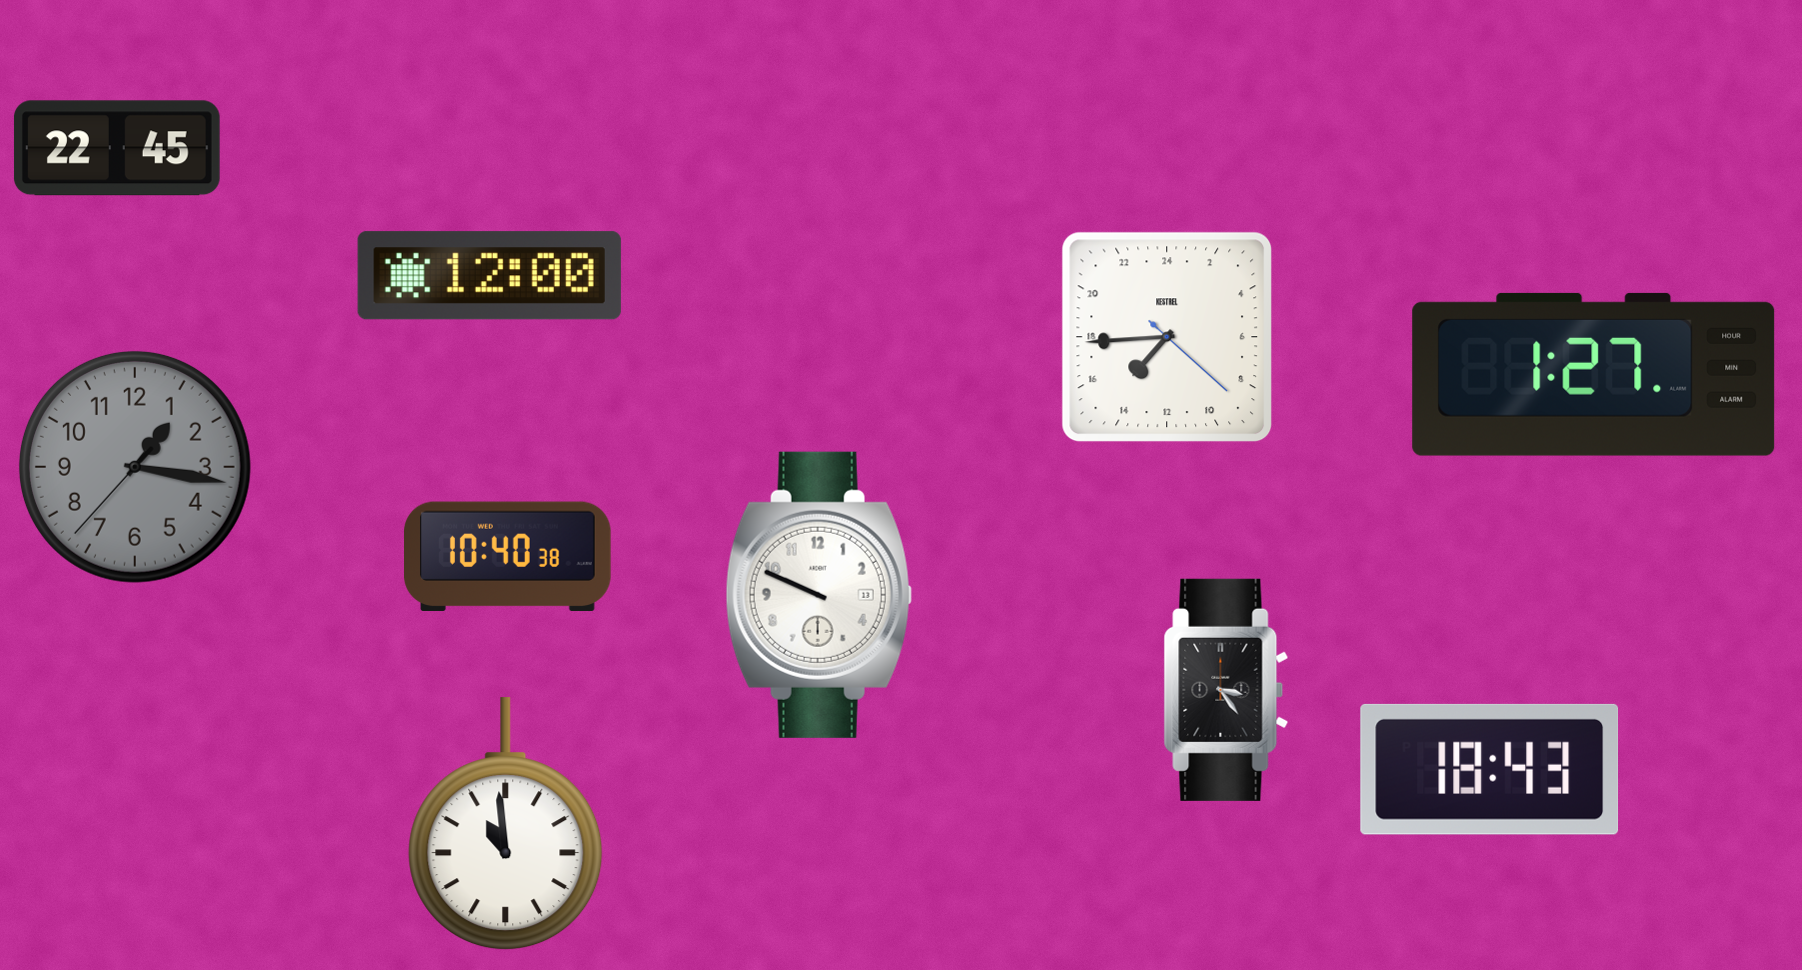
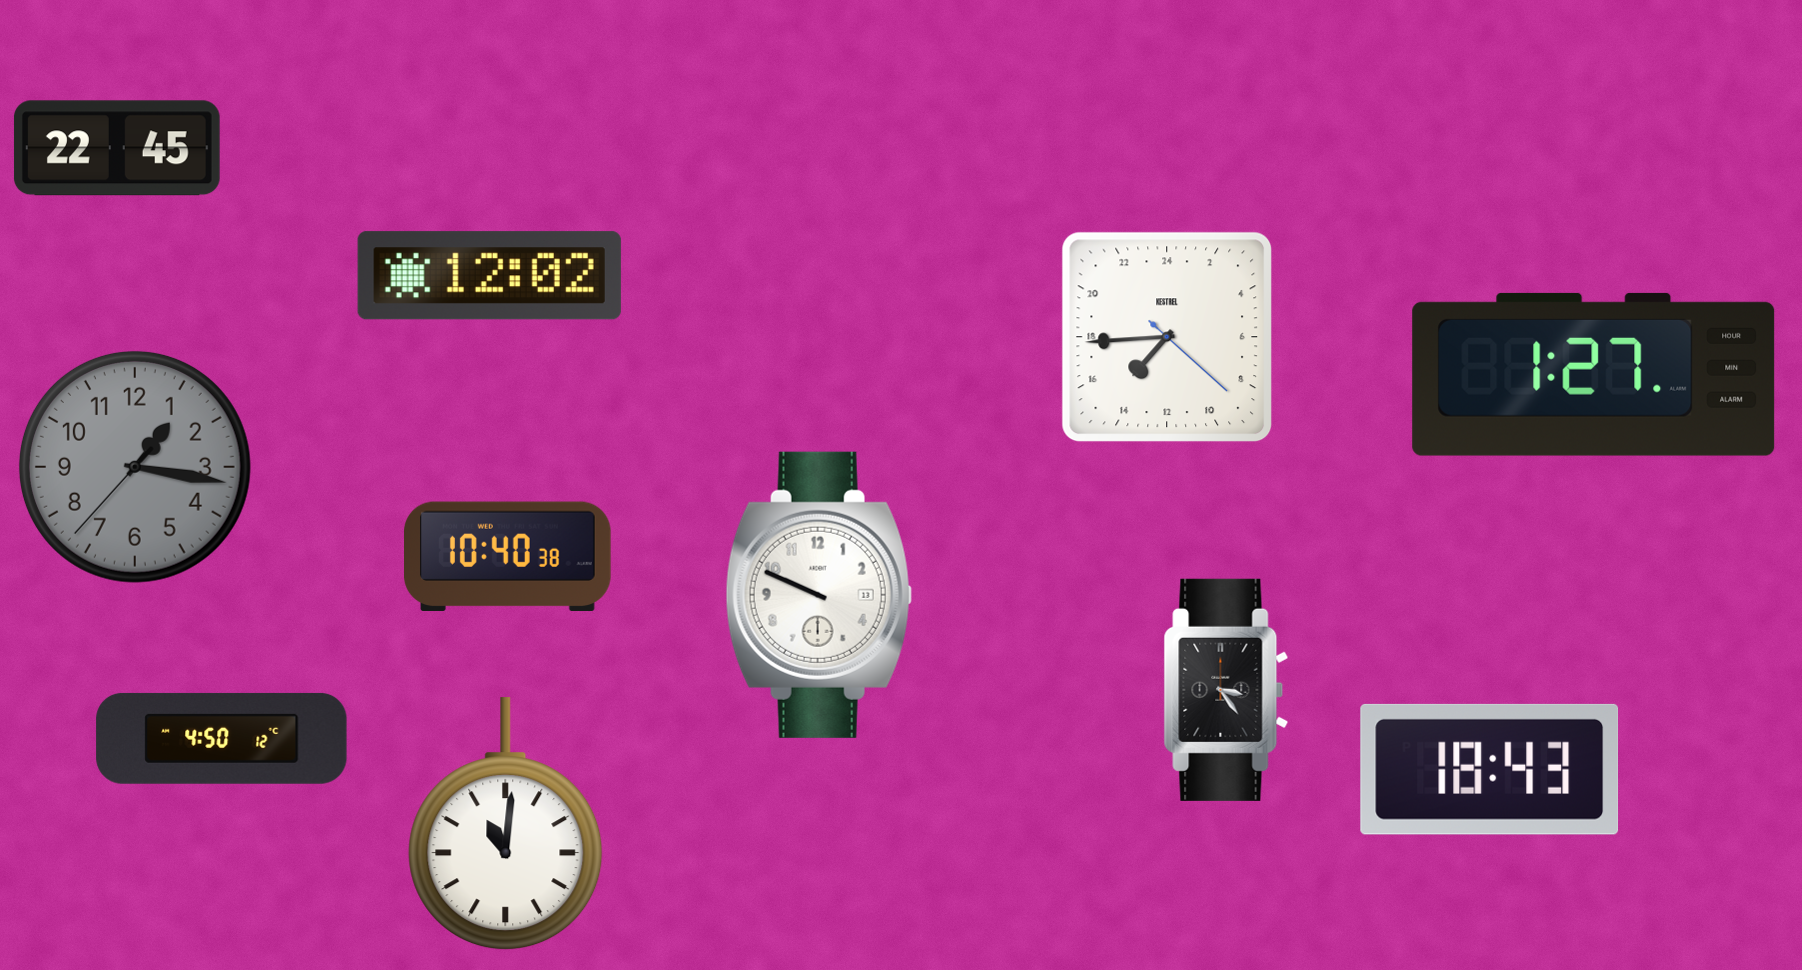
clock at (489, 276): 12:00 -> 12:02
clock at (222, 738): none -> 4:50
clock at (506, 824): 10:59 -> 11:01
